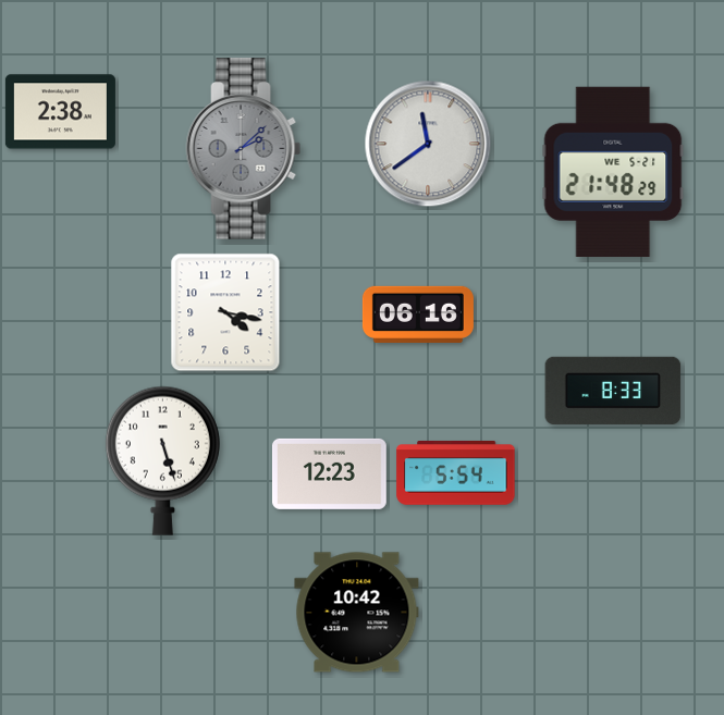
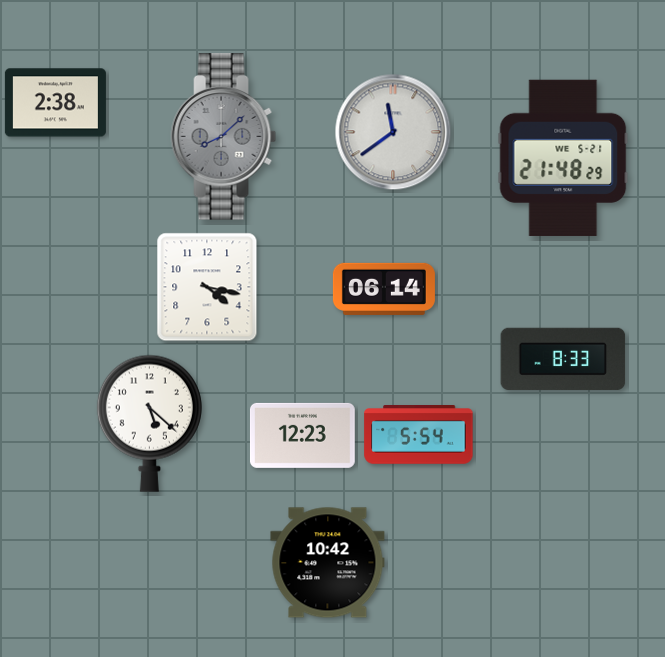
clock at (244, 149): 2:08 -> 8:08
clock at (418, 315): 06:16 -> 06:14
clock at (162, 460): 5:27 -> 5:22
